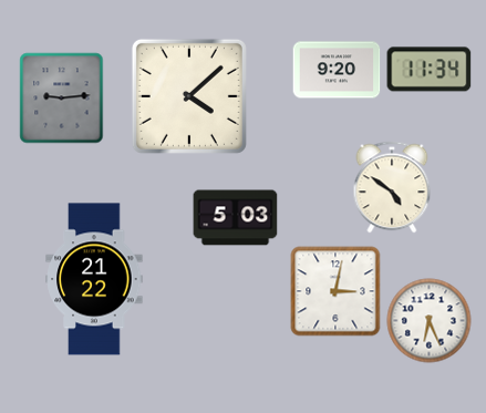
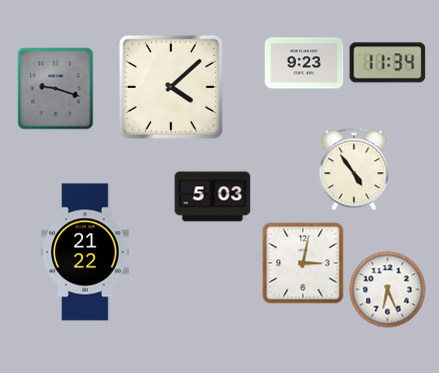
clock at (337, 70): 9:20 -> 9:23
clock at (62, 99): 9:14 -> 9:18
clock at (392, 187): 4:51 -> 4:54
